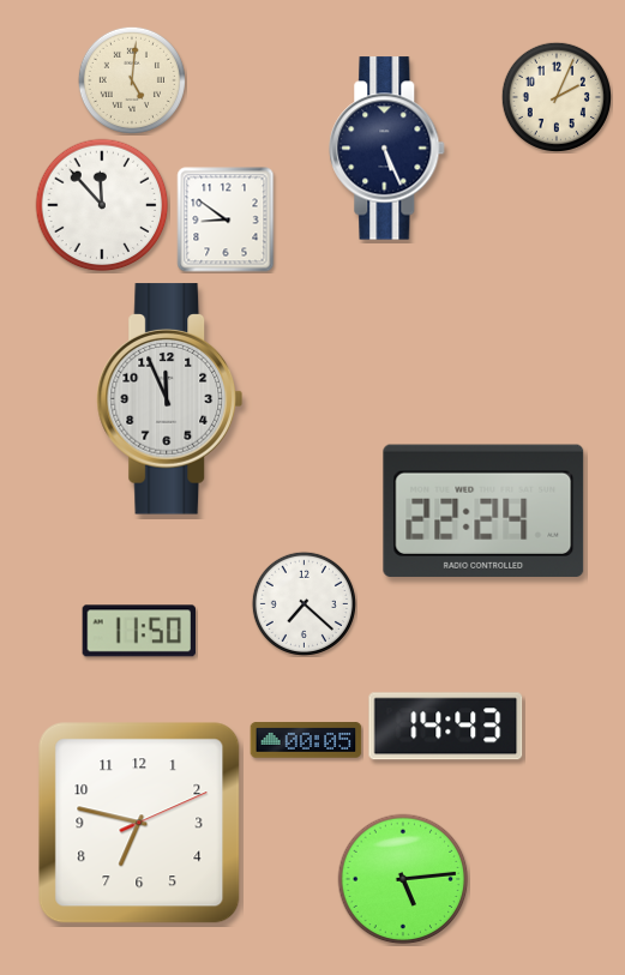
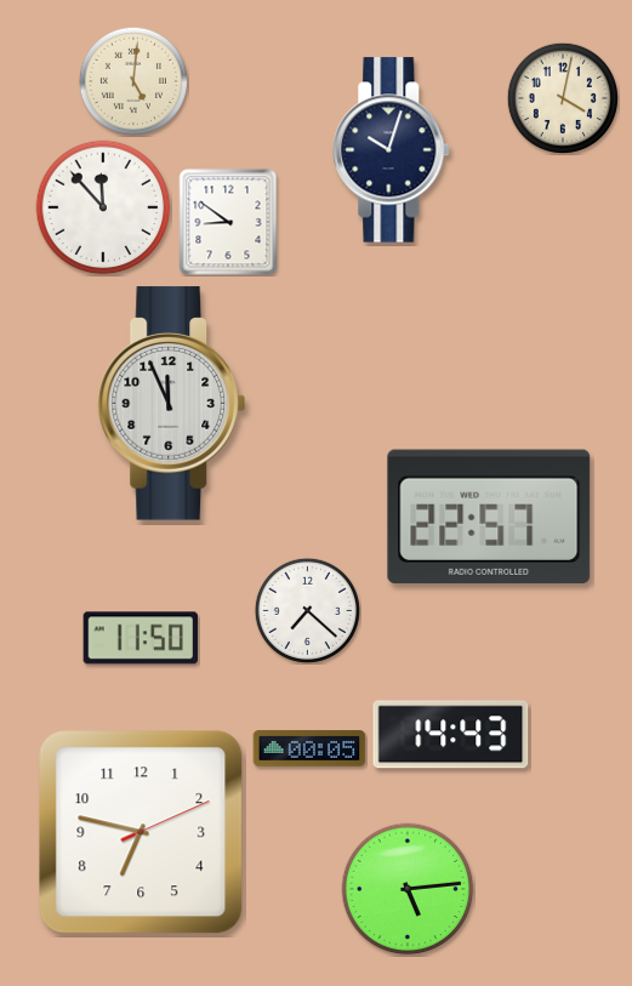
clock at (555, 96): 2:04 -> 4:02
clock at (387, 149): 5:26 -> 10:03
clock at (483, 511): 22:24 -> 22:57
